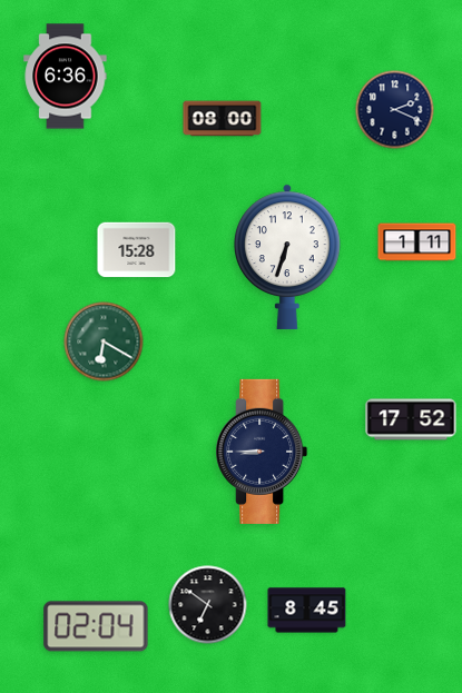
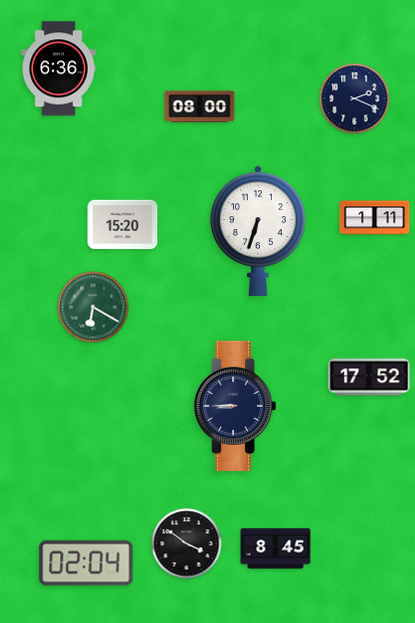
clock at (137, 250): 15:28 -> 15:20
clock at (208, 605): 6:51 -> 3:51
